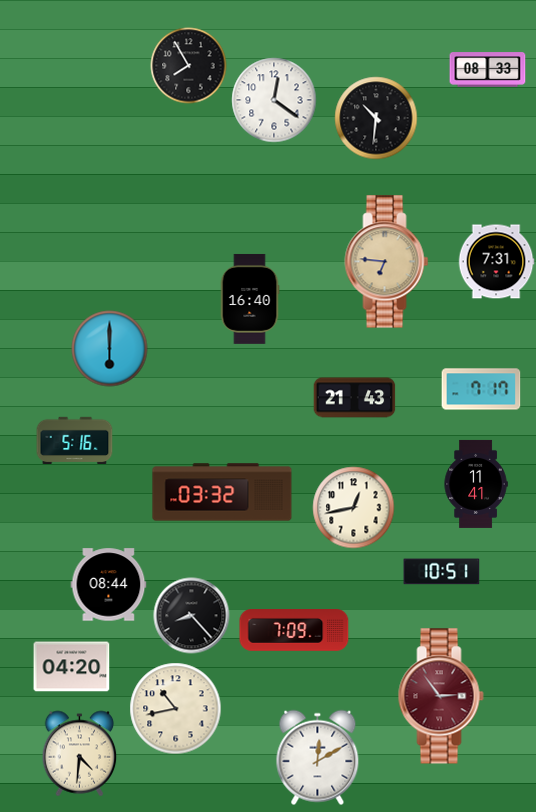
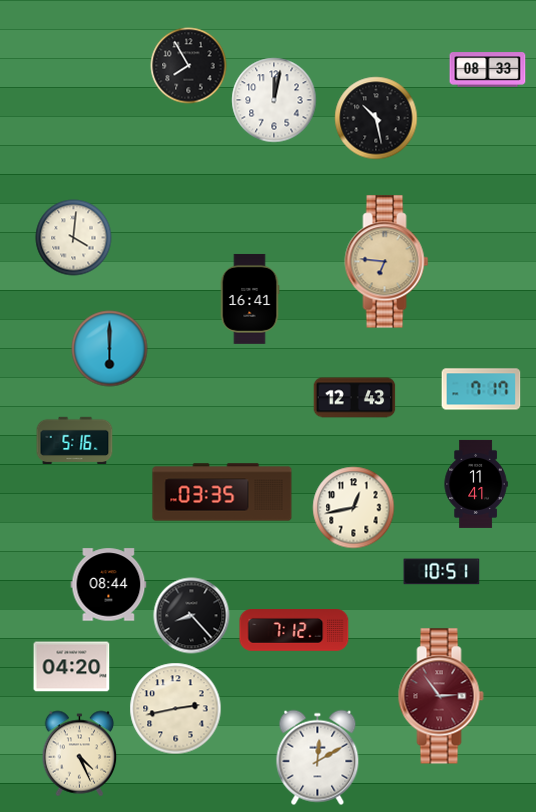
clock at (274, 100): 12:21 -> 12:02
clock at (376, 118): 10:31 -> 10:28
clock at (74, 238): none -> 4:01
clock at (496, 262): 7:31 -> none
clock at (250, 299): 16:40 -> 16:41
clock at (355, 398): 21:43 -> 12:43
clock at (222, 492): 03:32 -> 03:35
clock at (294, 631): 7:09 -> 7:12
clock at (176, 709): 10:43 -> 2:43
clock at (80, 754): 4:31 -> 4:26
